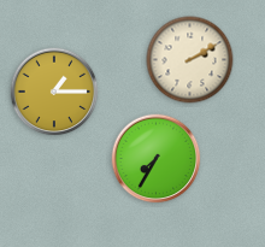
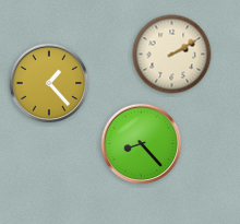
clock at (54, 92): 1:15 -> 1:23
clock at (157, 159): 7:35 -> 8:23
